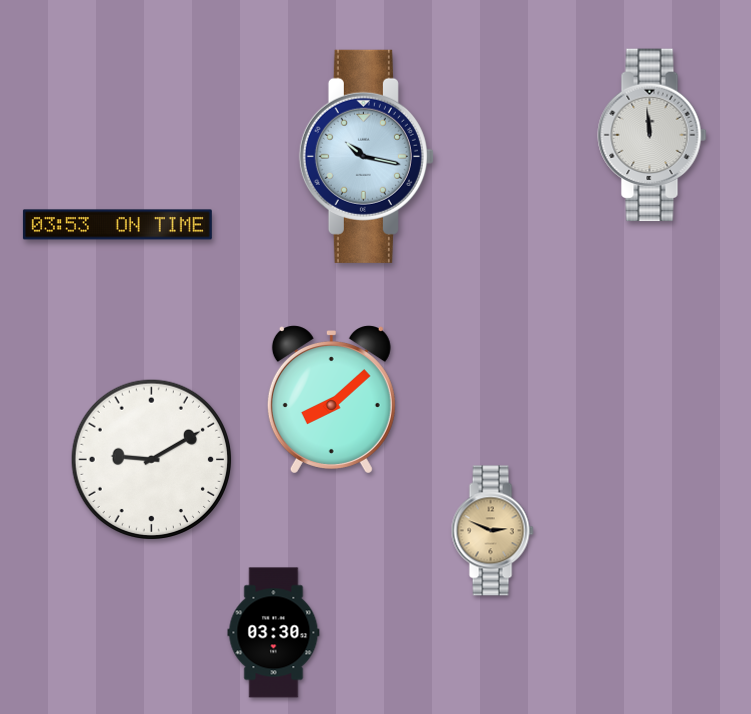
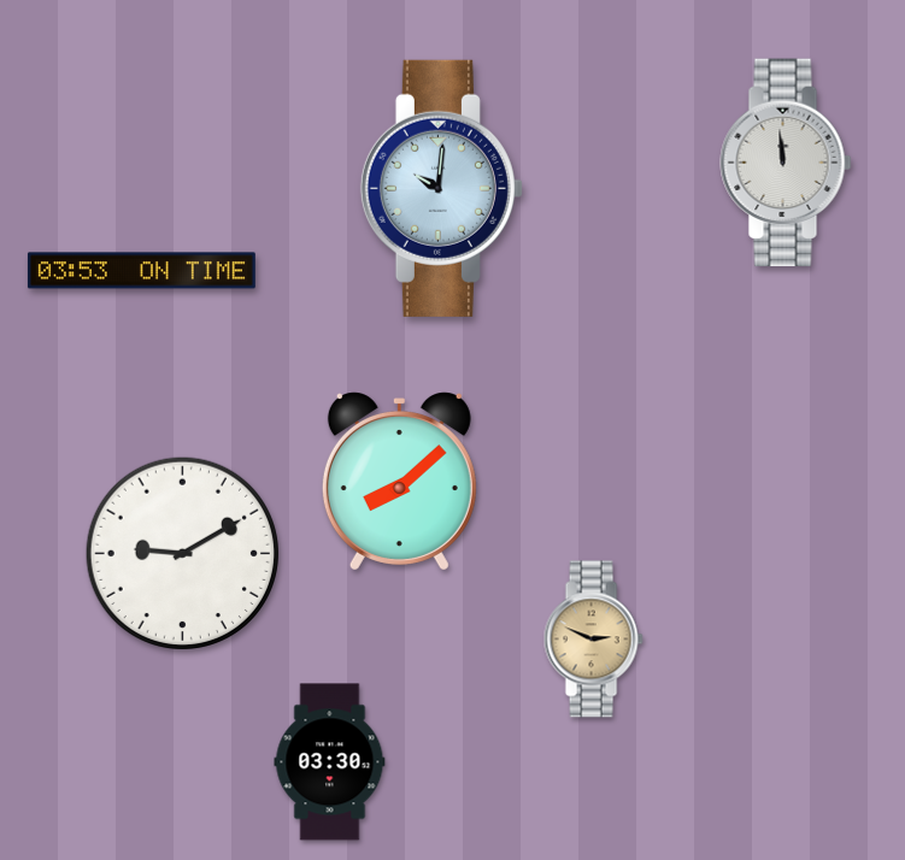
clock at (366, 156): 10:17 -> 10:01
